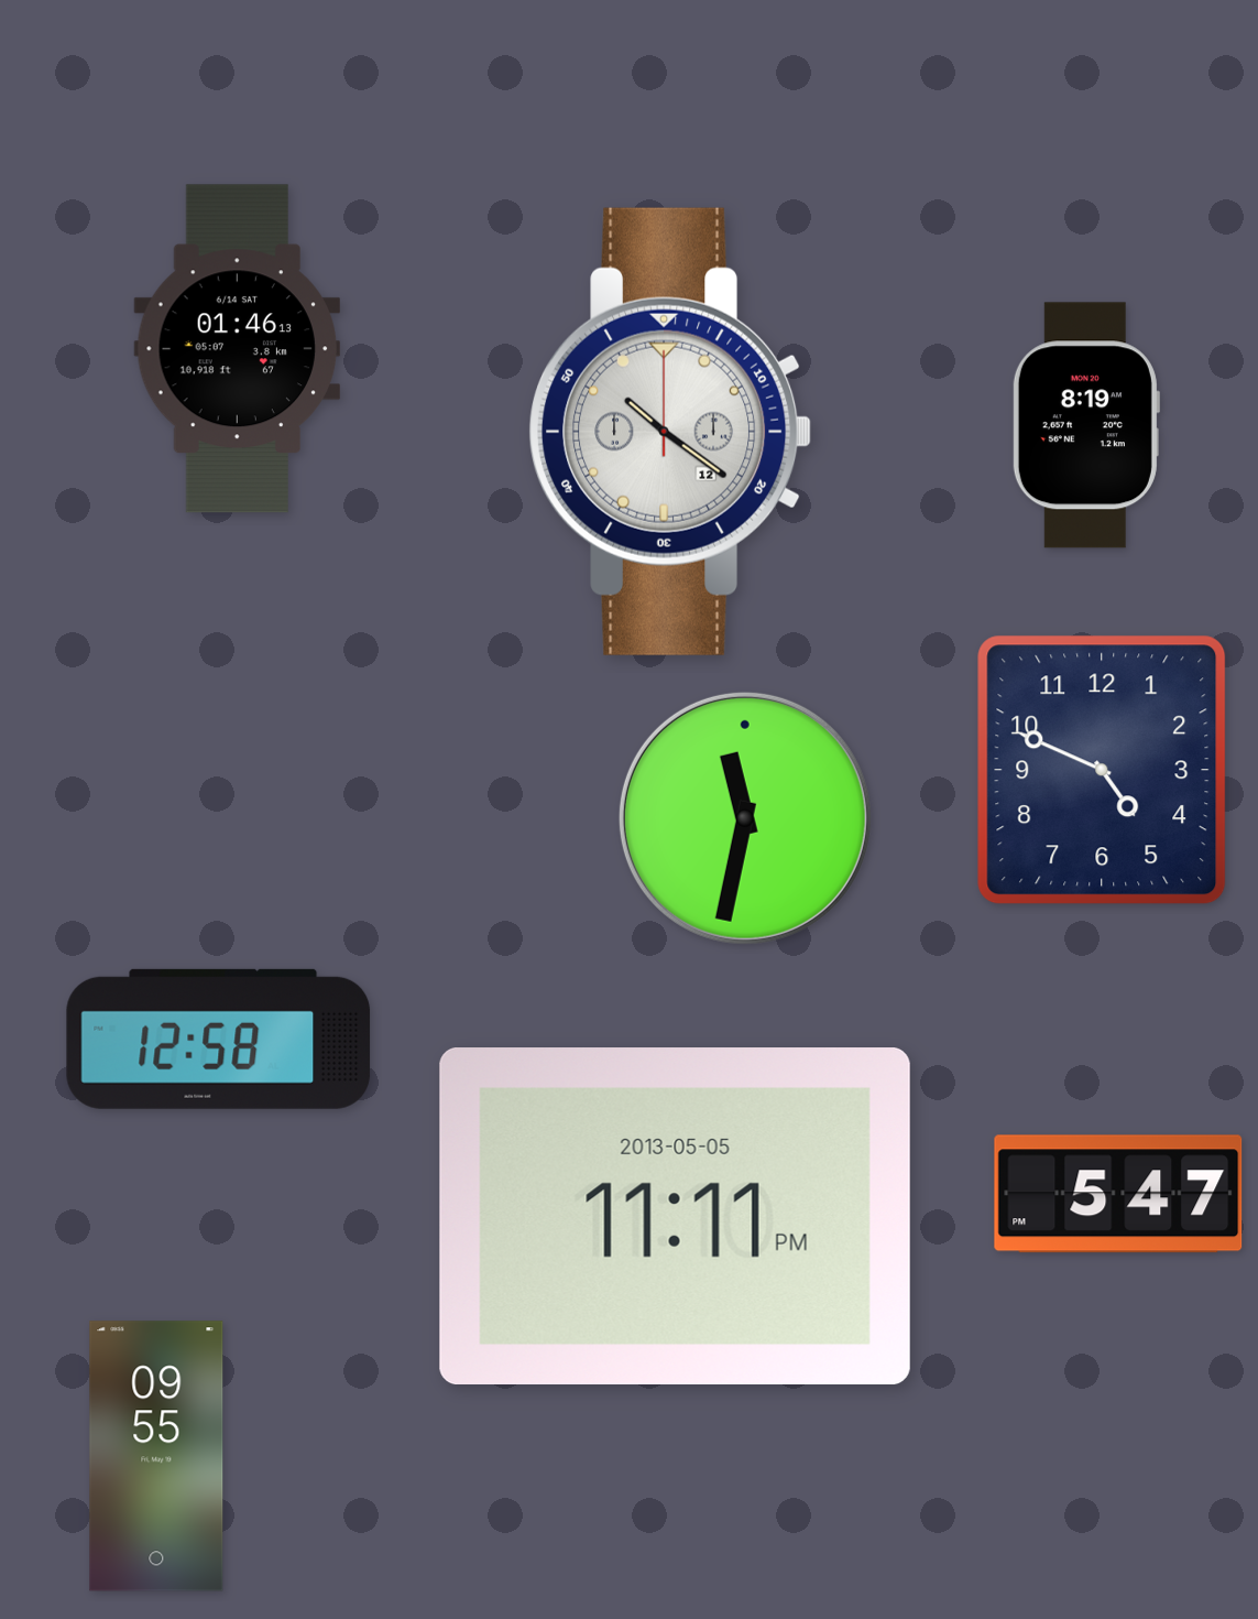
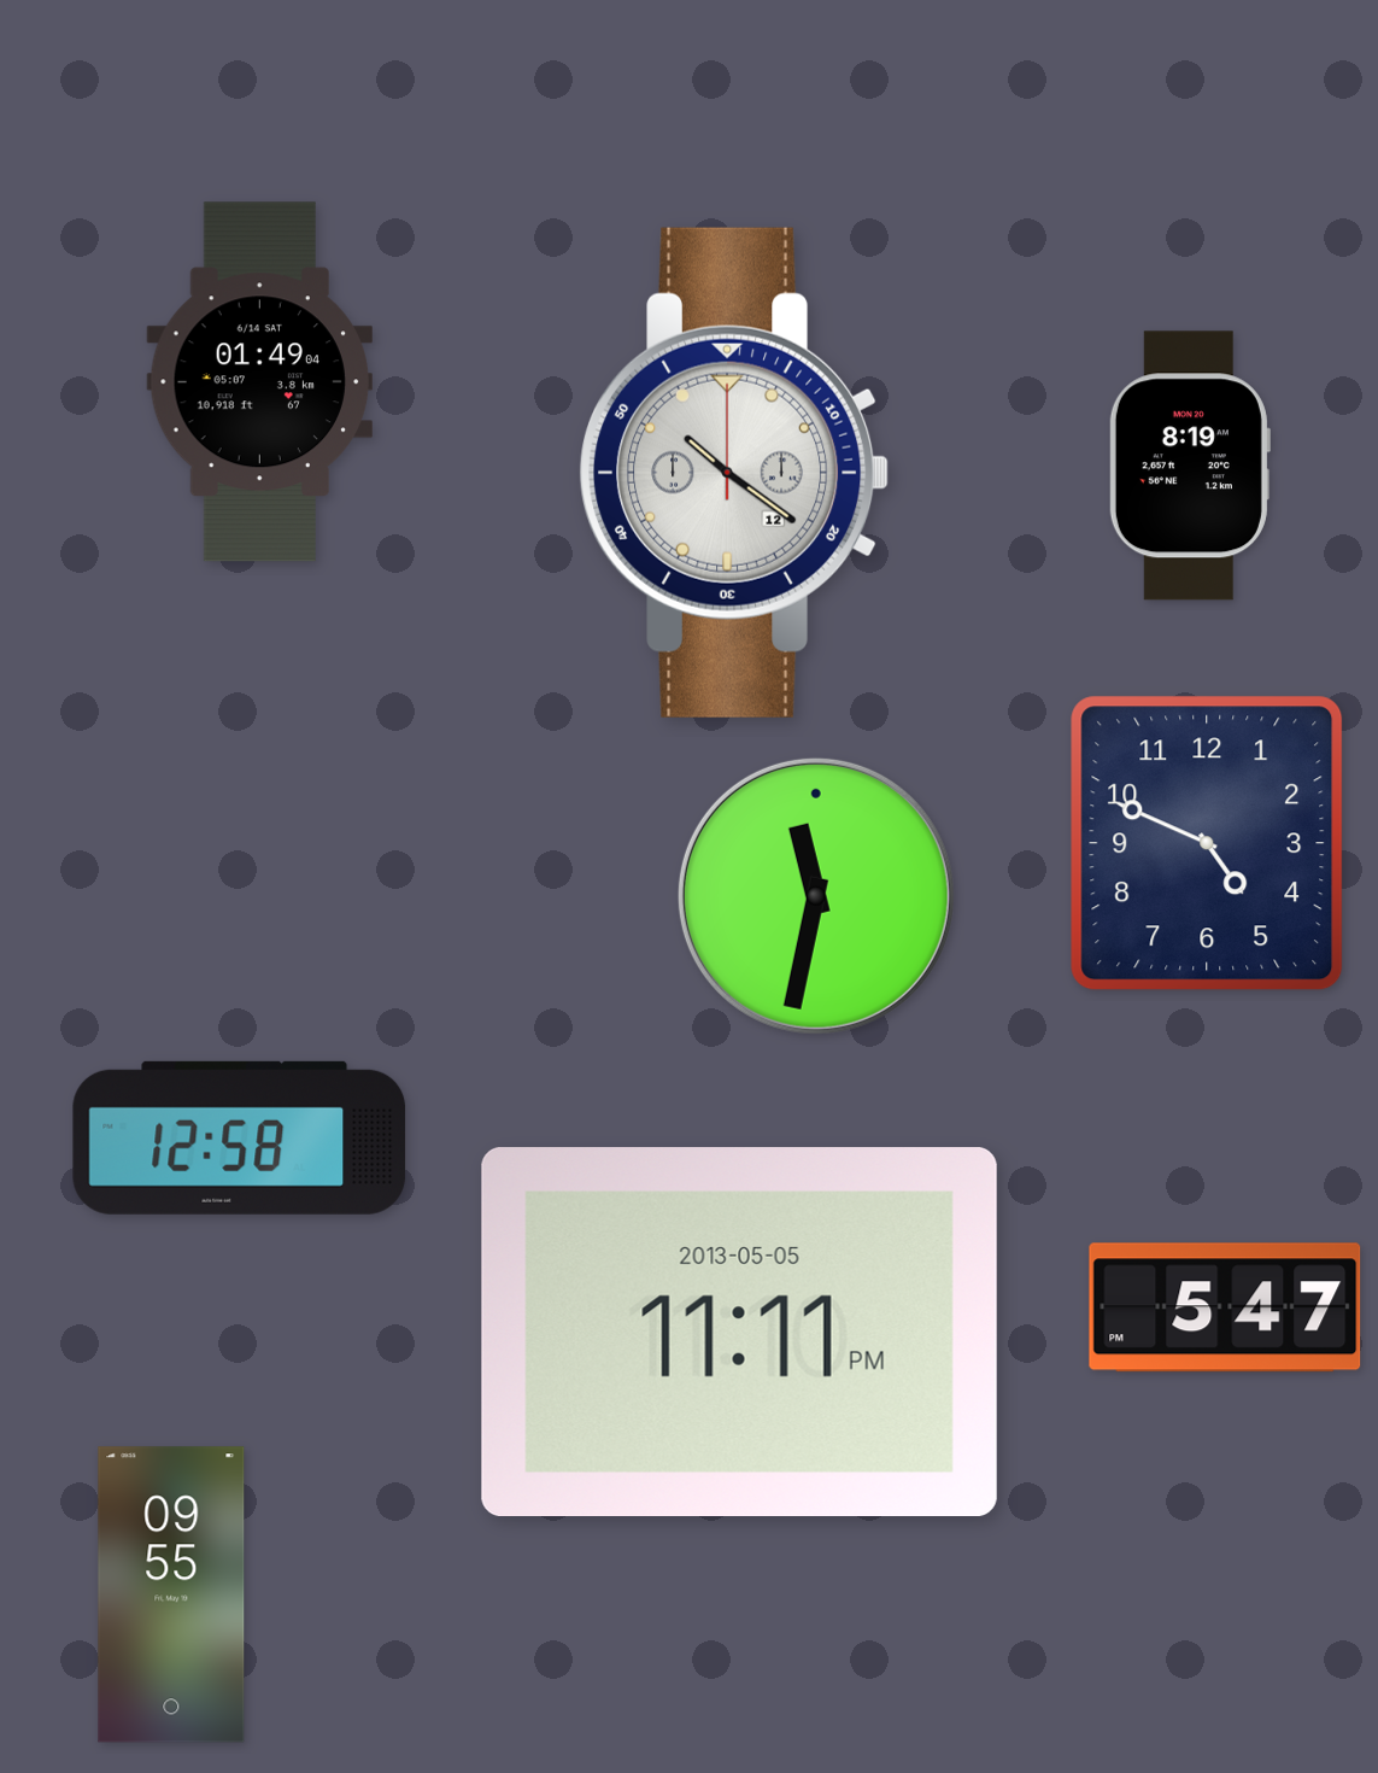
clock at (237, 349): 01:46 -> 01:49
